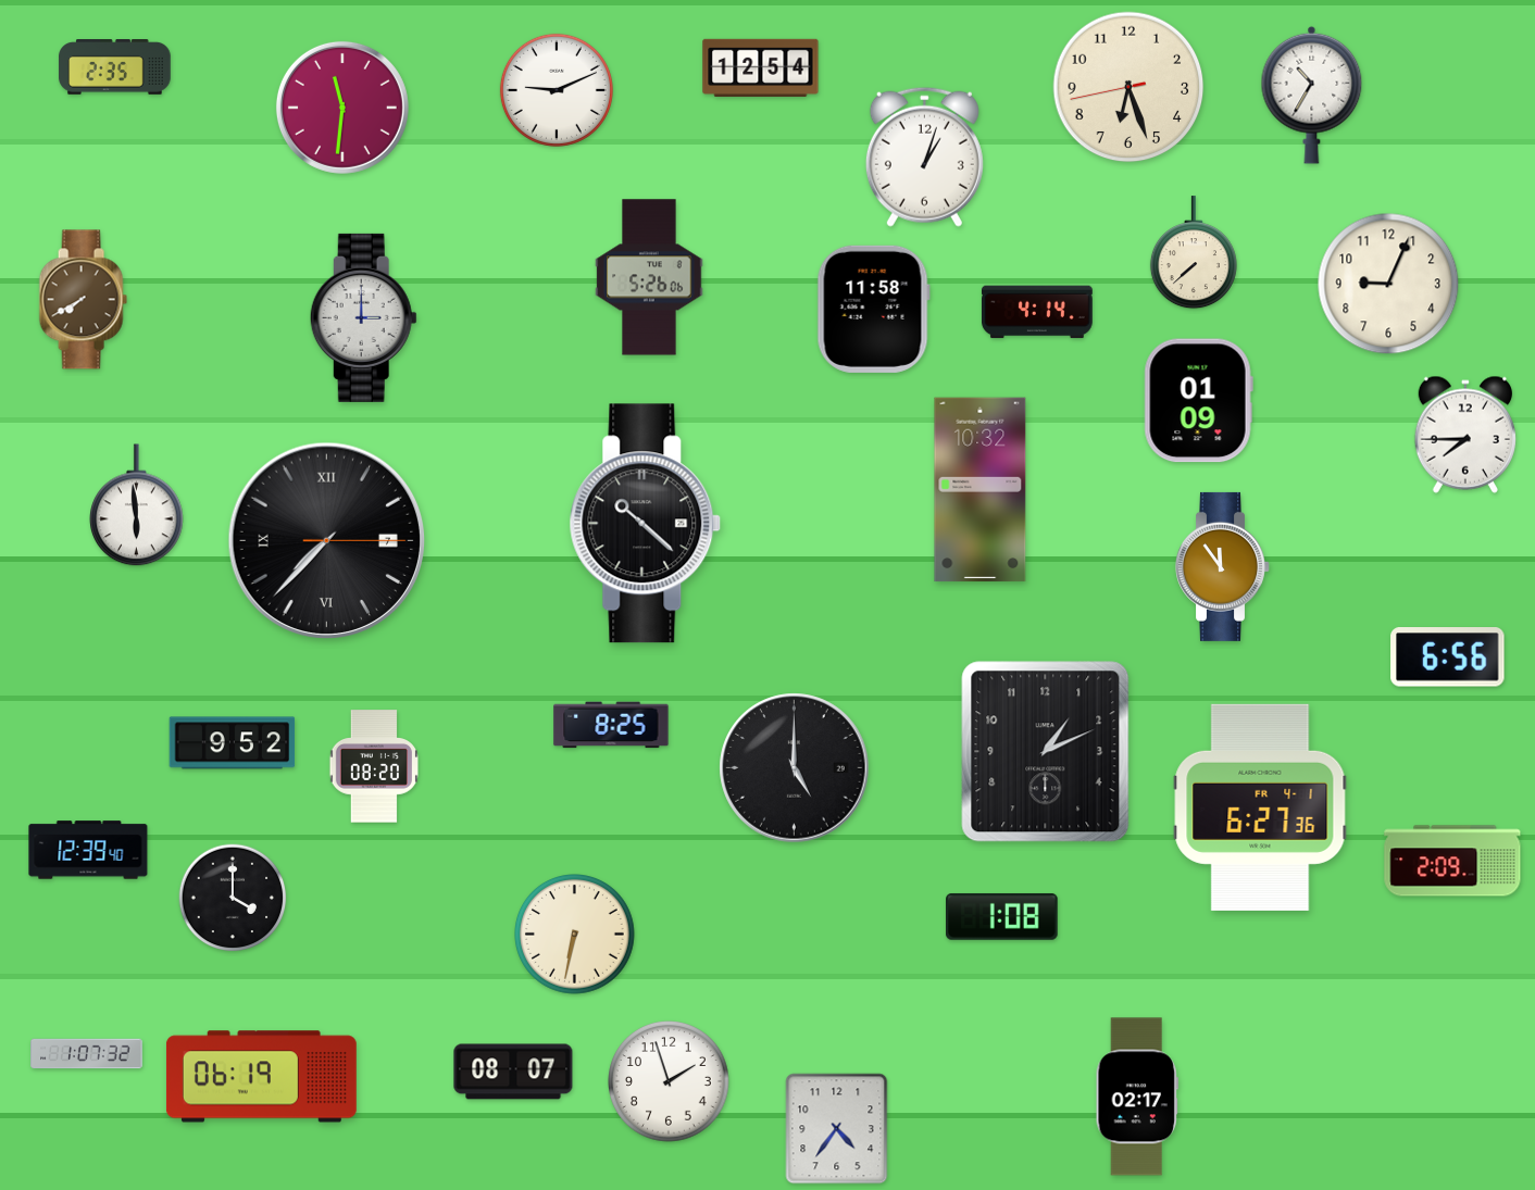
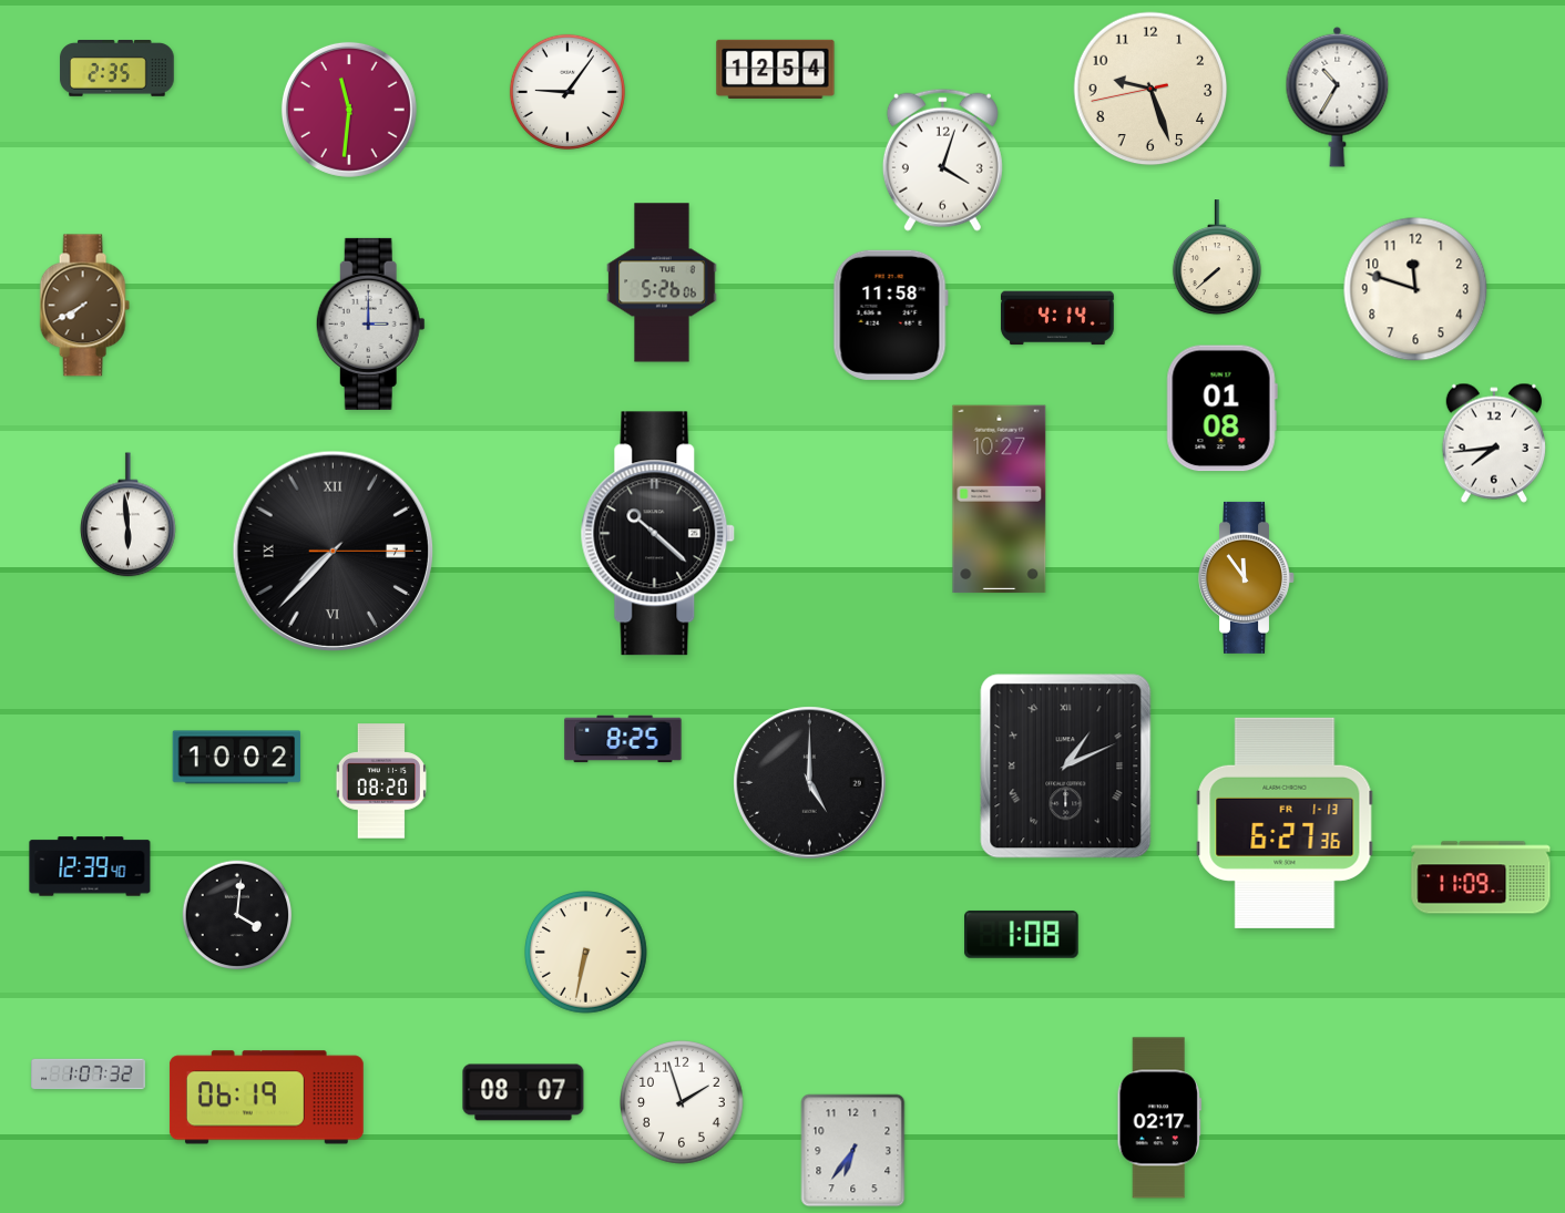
clock at (1128, 87): 6:26 -> 9:26
clock at (557, 90): 9:11 -> 9:06
clock at (924, 156): 1:03 -> 4:03
clock at (1388, 284): 9:04 -> 11:48
clock at (1198, 401): 01:09 -> 01:08
clock at (1464, 435): 7:45 -> 7:44
clock at (981, 490): 10:32 -> 10:27
clock at (137, 505) position: (137, 505) -> (129, 515)
clock at (1448, 657): 6:56 -> none
clock at (233, 743): 9:52 -> 10:02
clock at (1046, 752) numerals: Arabic -> Roman
clock at (1260, 807) date: FR 4-1 -> FR 1-13
clock at (1452, 861): 2:09 -> 11:09
clock at (233, 898): 4:00 -> 4:01
clock at (837, 1129): 4:36 -> 6:36
